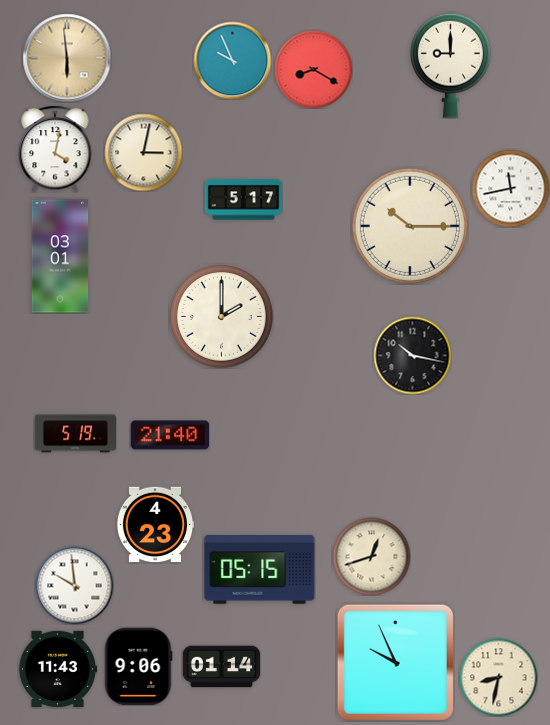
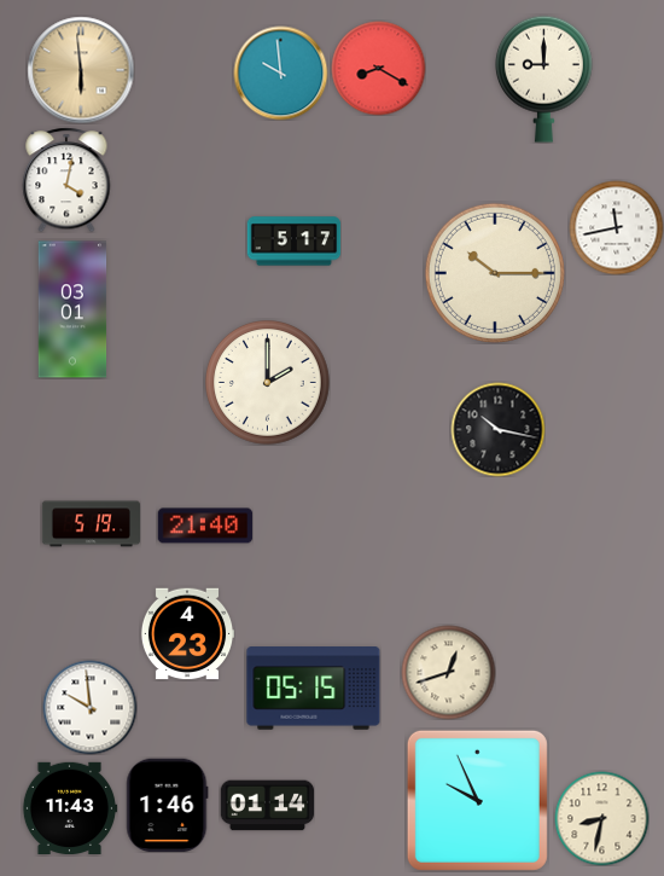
clock at (232, 60): 9:56 -> 9:59
clock at (313, 69) position: (313, 69) -> (378, 68)
clock at (143, 152): 3:02 -> none
clock at (139, 666): 9:06 -> 1:46
